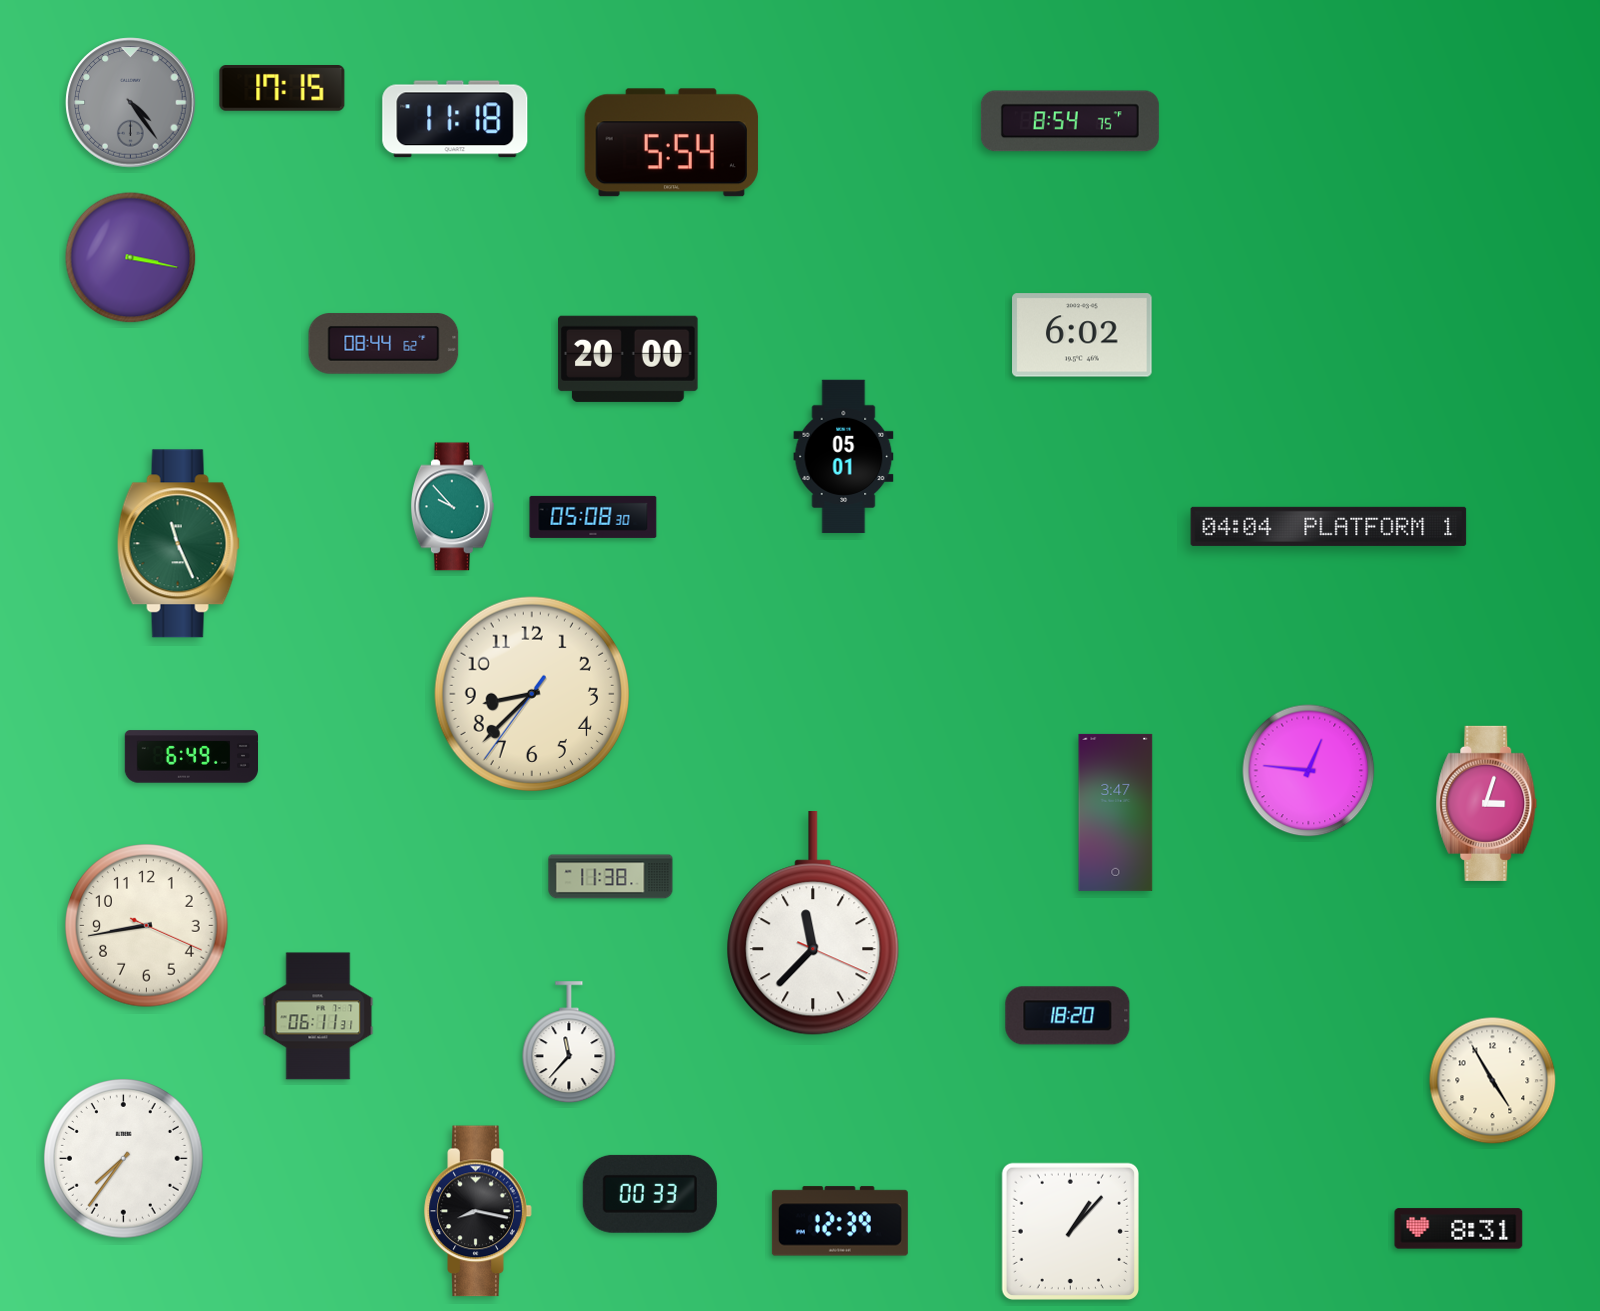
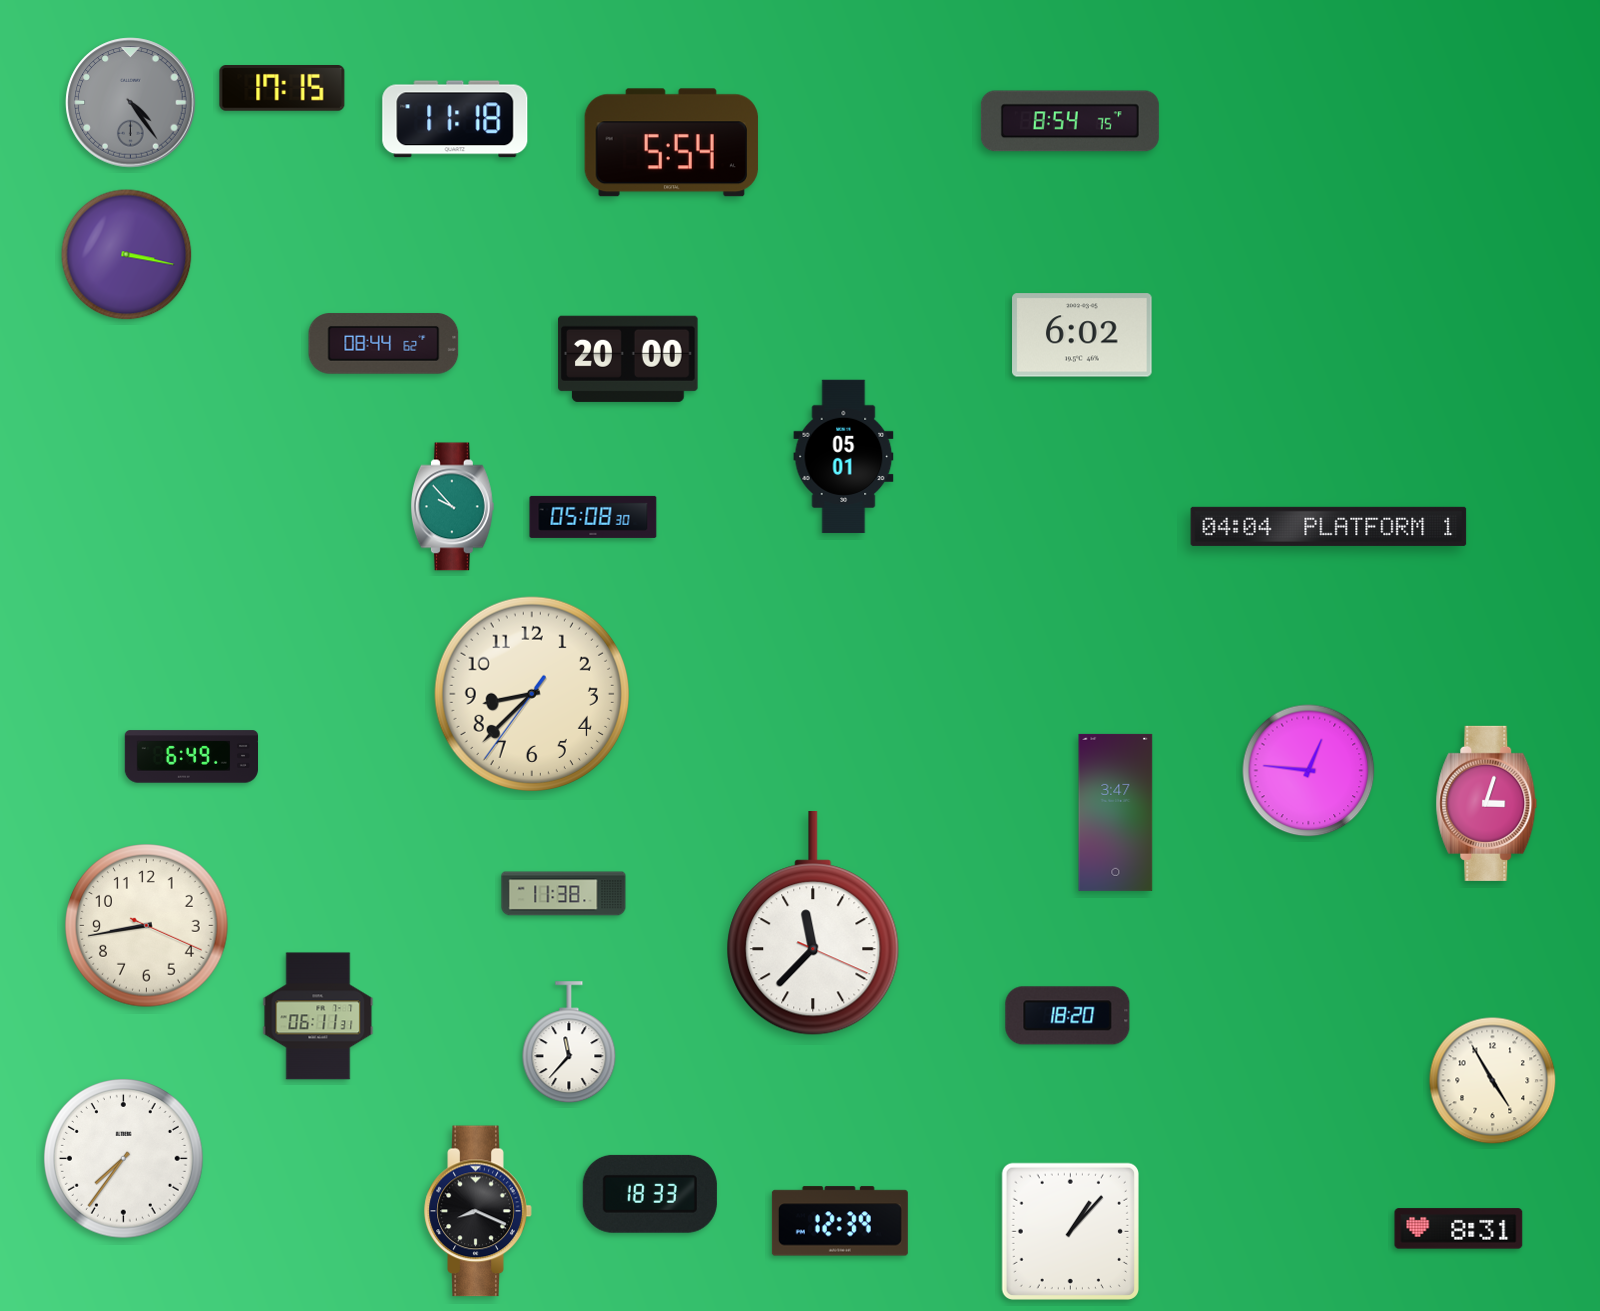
clock at (131, 258) position: (131, 258) -> (127, 255)
clock at (178, 544): 11:26 -> none
clock at (611, 877) position: (611, 877) -> (564, 894)
clock at (650, 1194): 00:33 -> 18:33
clock at (478, 1211): 8:17 -> 8:19
